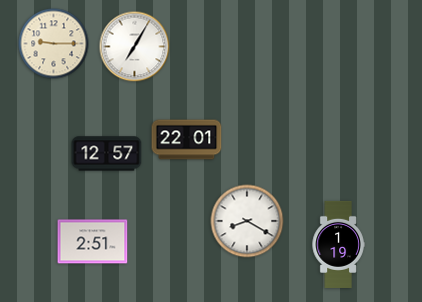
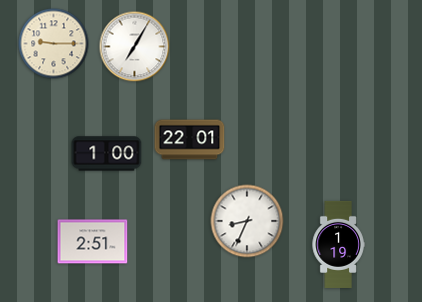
clock at (187, 140) position: (187, 140) -> (190, 140)
clock at (107, 154): 12:57 -> 1:00
clock at (247, 221): 8:20 -> 8:34
